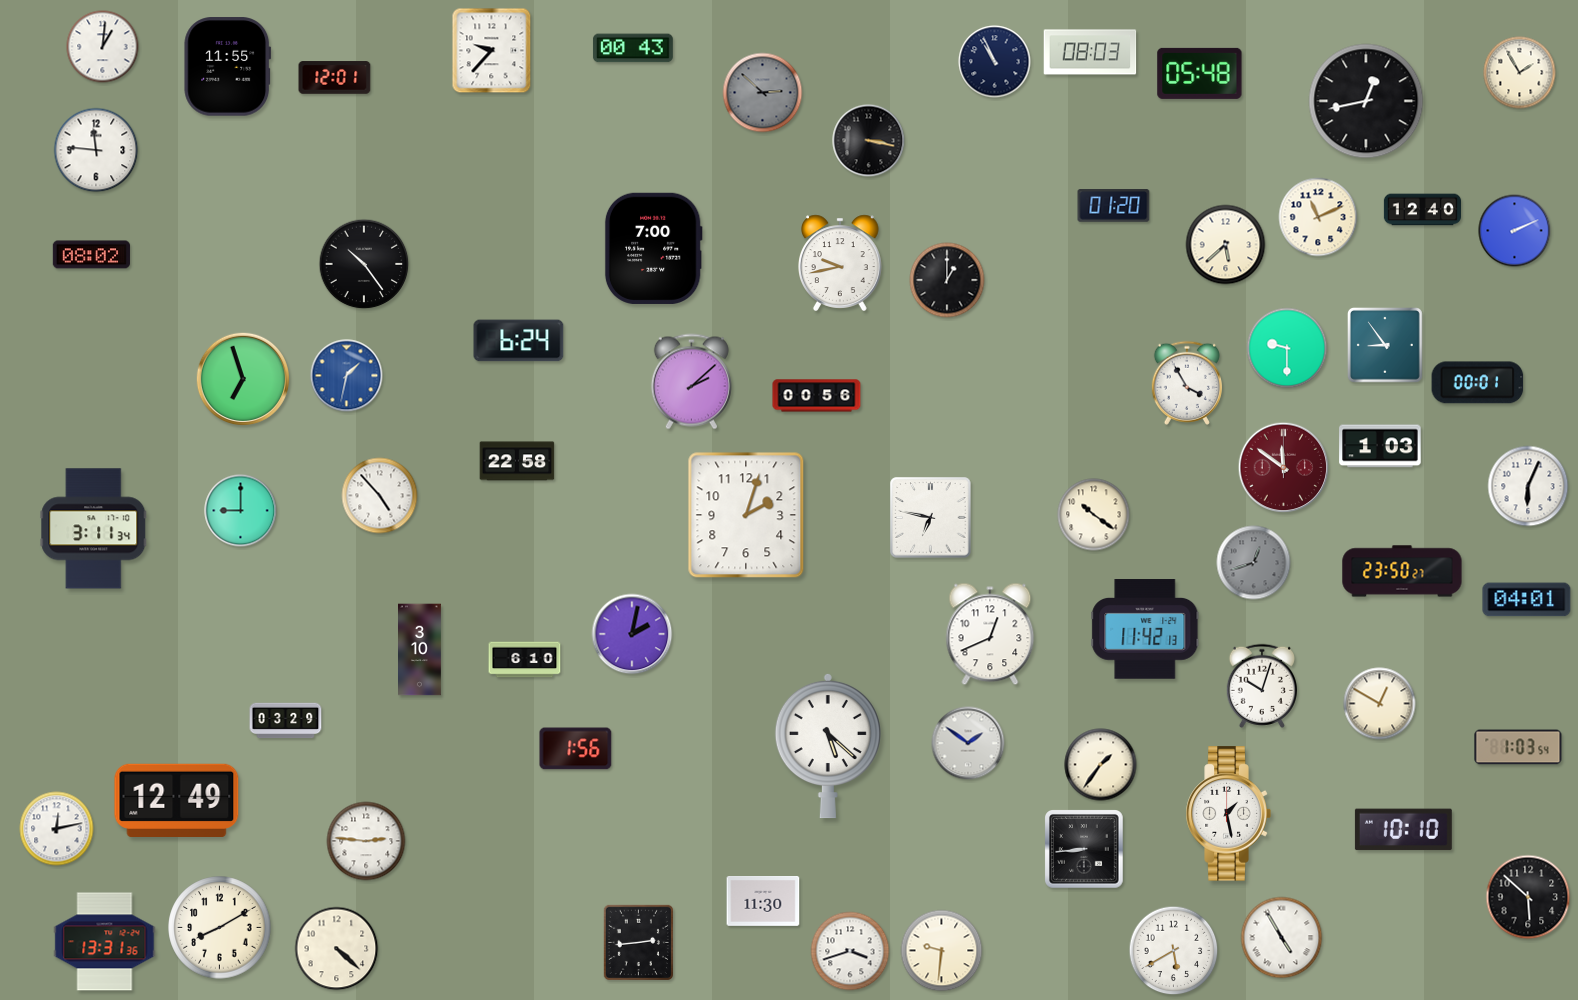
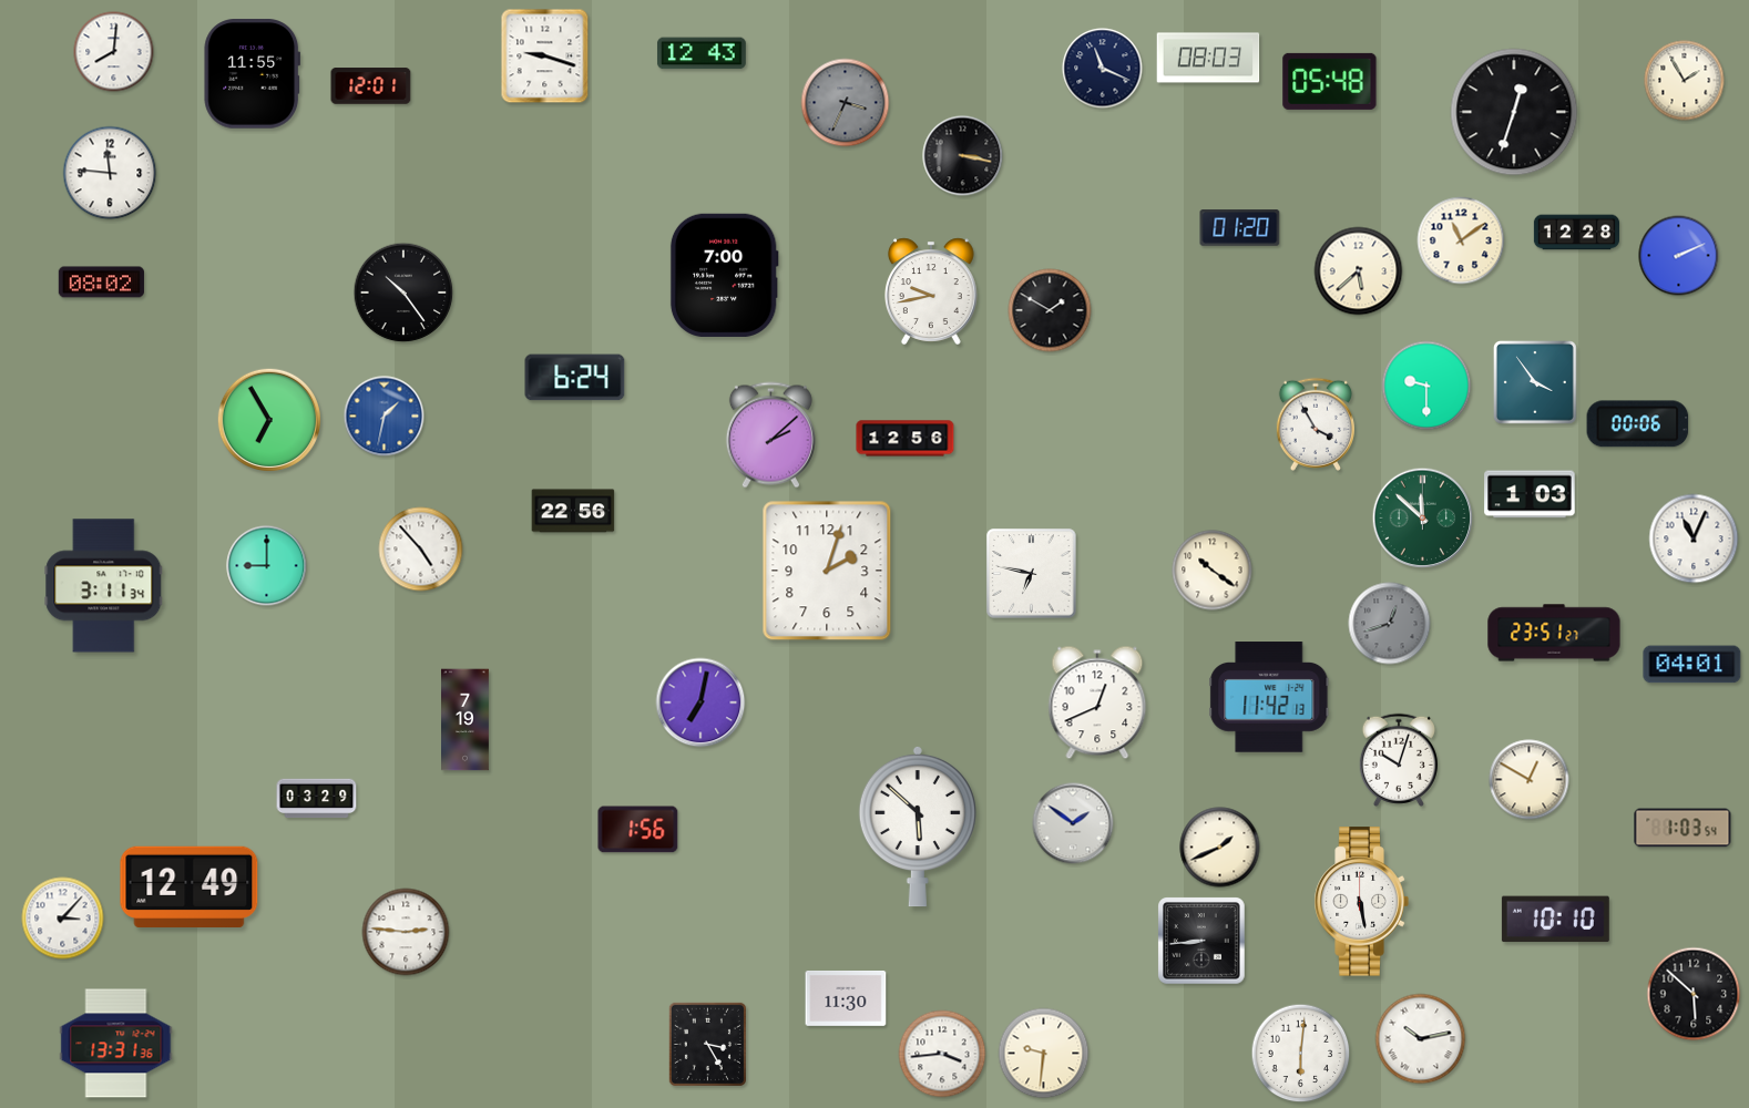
clock at (103, 47): 1:01 -> 8:01
clock at (633, 48): 00:43 -> 12:43
clock at (492, 51): 9:37 -> 9:18
clock at (995, 62): 10:56 -> 11:19
clock at (763, 93): 2:52 -> 3:34
clock at (1366, 101): 12:43 -> 12:33
clock at (96, 150) position: (96, 150) -> (110, 173)
clock at (1114, 206) position: (1114, 206) -> (1240, 228)
clock at (1422, 210): 12:40 -> 12:28
clock at (1318, 217): 11:11 -> 11:09
clock at (947, 280): 1:00 -> 1:50
clock at (1386, 346): 8:54 -> 3:54
clock at (242, 378): 6:57 -> 6:55
clock at (691, 382) position: (691, 382) -> (770, 435)
clock at (1478, 383): 00:01 -> 00:06
clock at (817, 396): 00:56 -> 12:56
clock at (517, 461): 22:58 -> 22:56
clock at (1284, 468): 11:51 -> 11:52
clock at (1284, 468) dial: burgundy -> green
clock at (1528, 486): 6:04 -> 11:04
clock at (1402, 571): 23:50 -> 23:51
clock at (632, 634): 2:02 -> 7:02
clock at (420, 650): 3:10 -> 7:19
clock at (525, 660): 6:10 -> none
clock at (828, 746): 5:22 -> 5:52
clock at (1101, 765): 1:36 -> 1:41
clock at (177, 800) position: (177, 800) -> (190, 886)
clock at (1228, 814): 1:28 -> 5:28
clock at (57, 829): 12:13 -> 3:07
clock at (220, 928): 8:10 -> none
clock at (1282, 938): 4:55 -> 10:13
clock at (638, 942): 2:44 -> 3:25
clock at (337, 949): 4:22 -> none
clock at (850, 951): 3:42 -> 3:44
clock at (1174, 951): 5:40 -> 6:01
